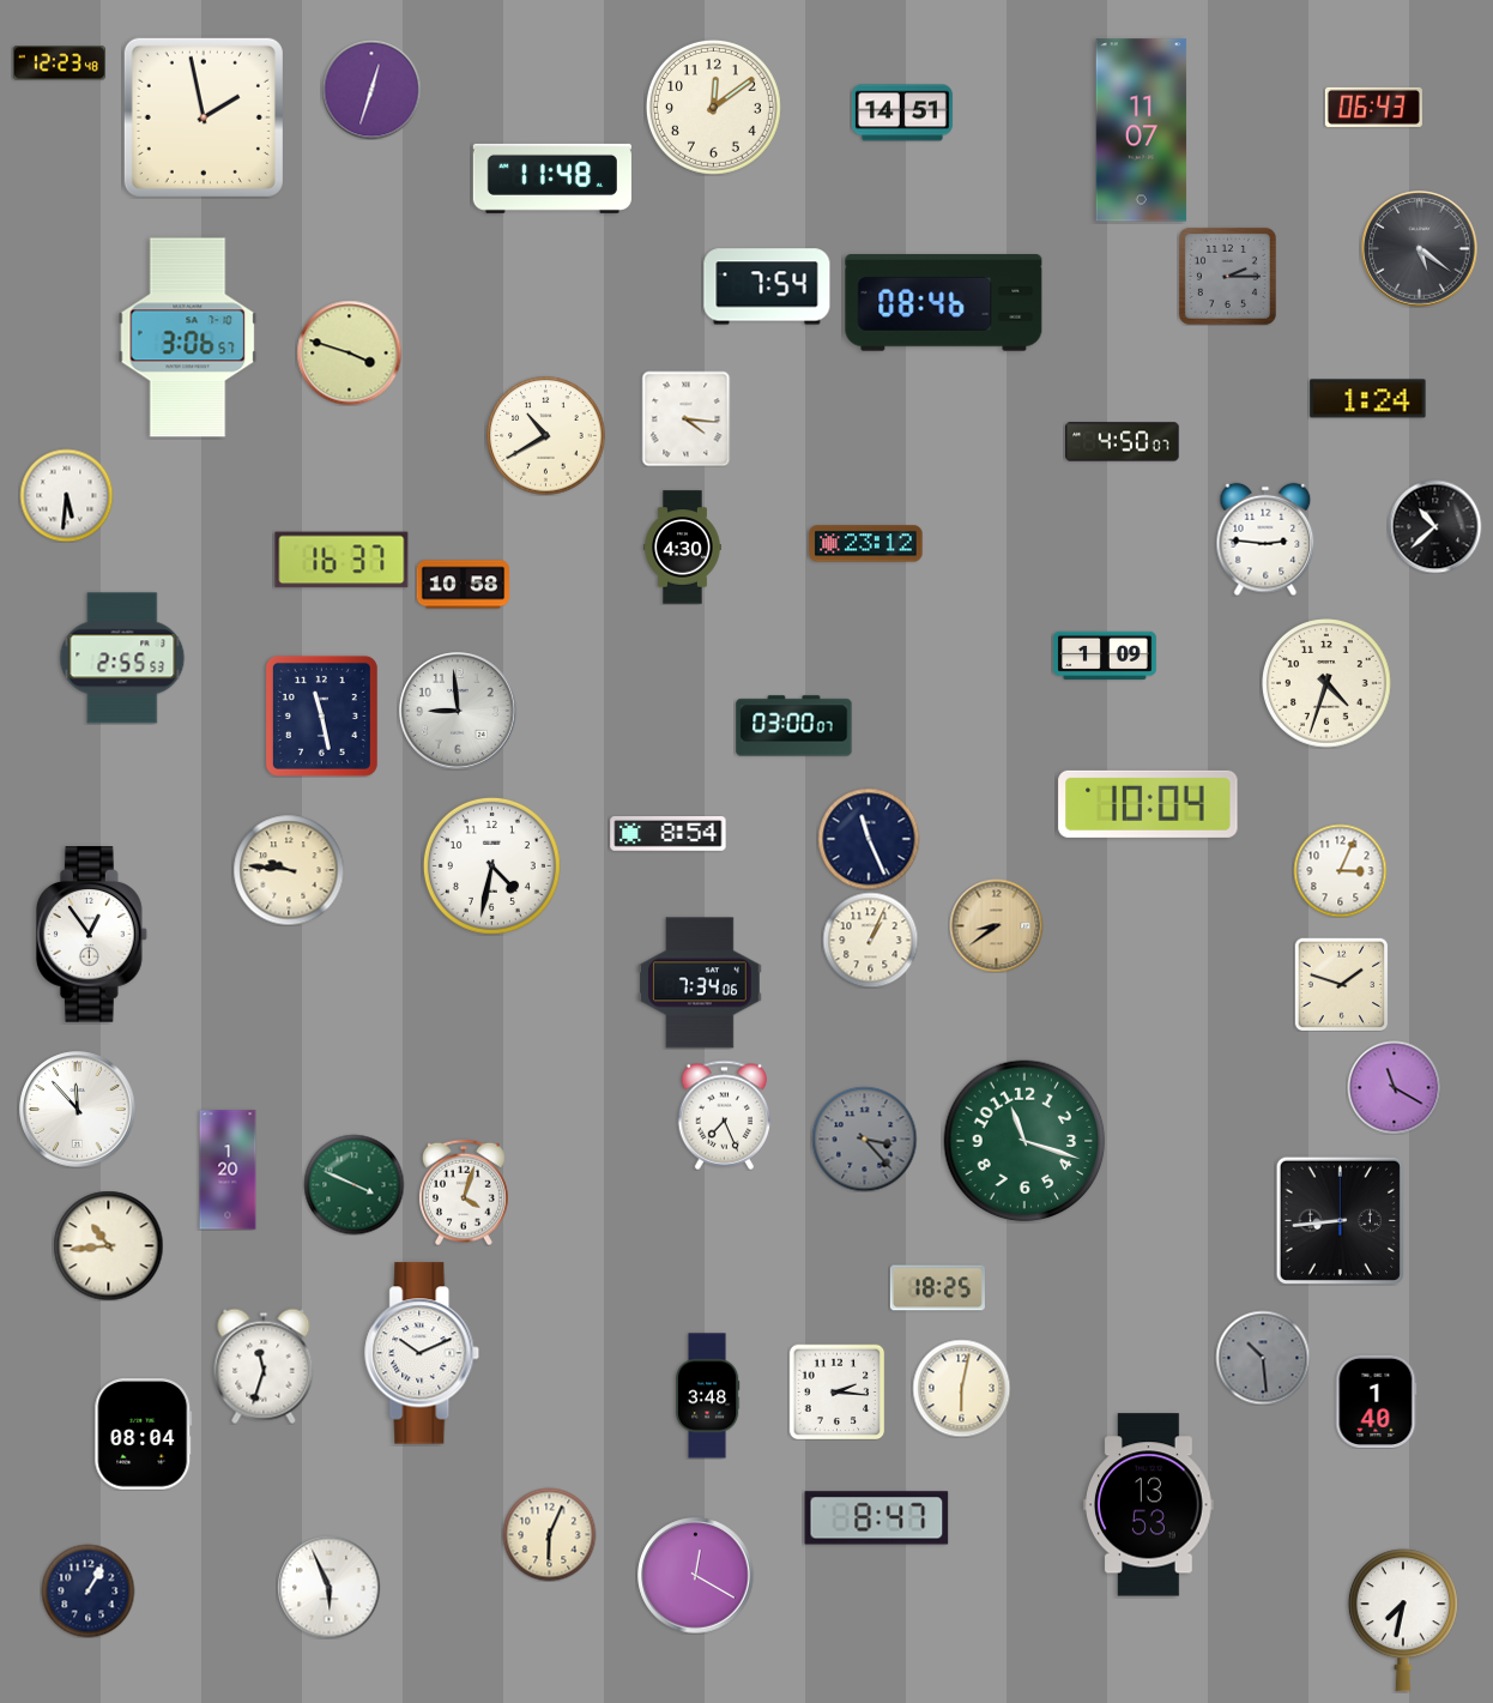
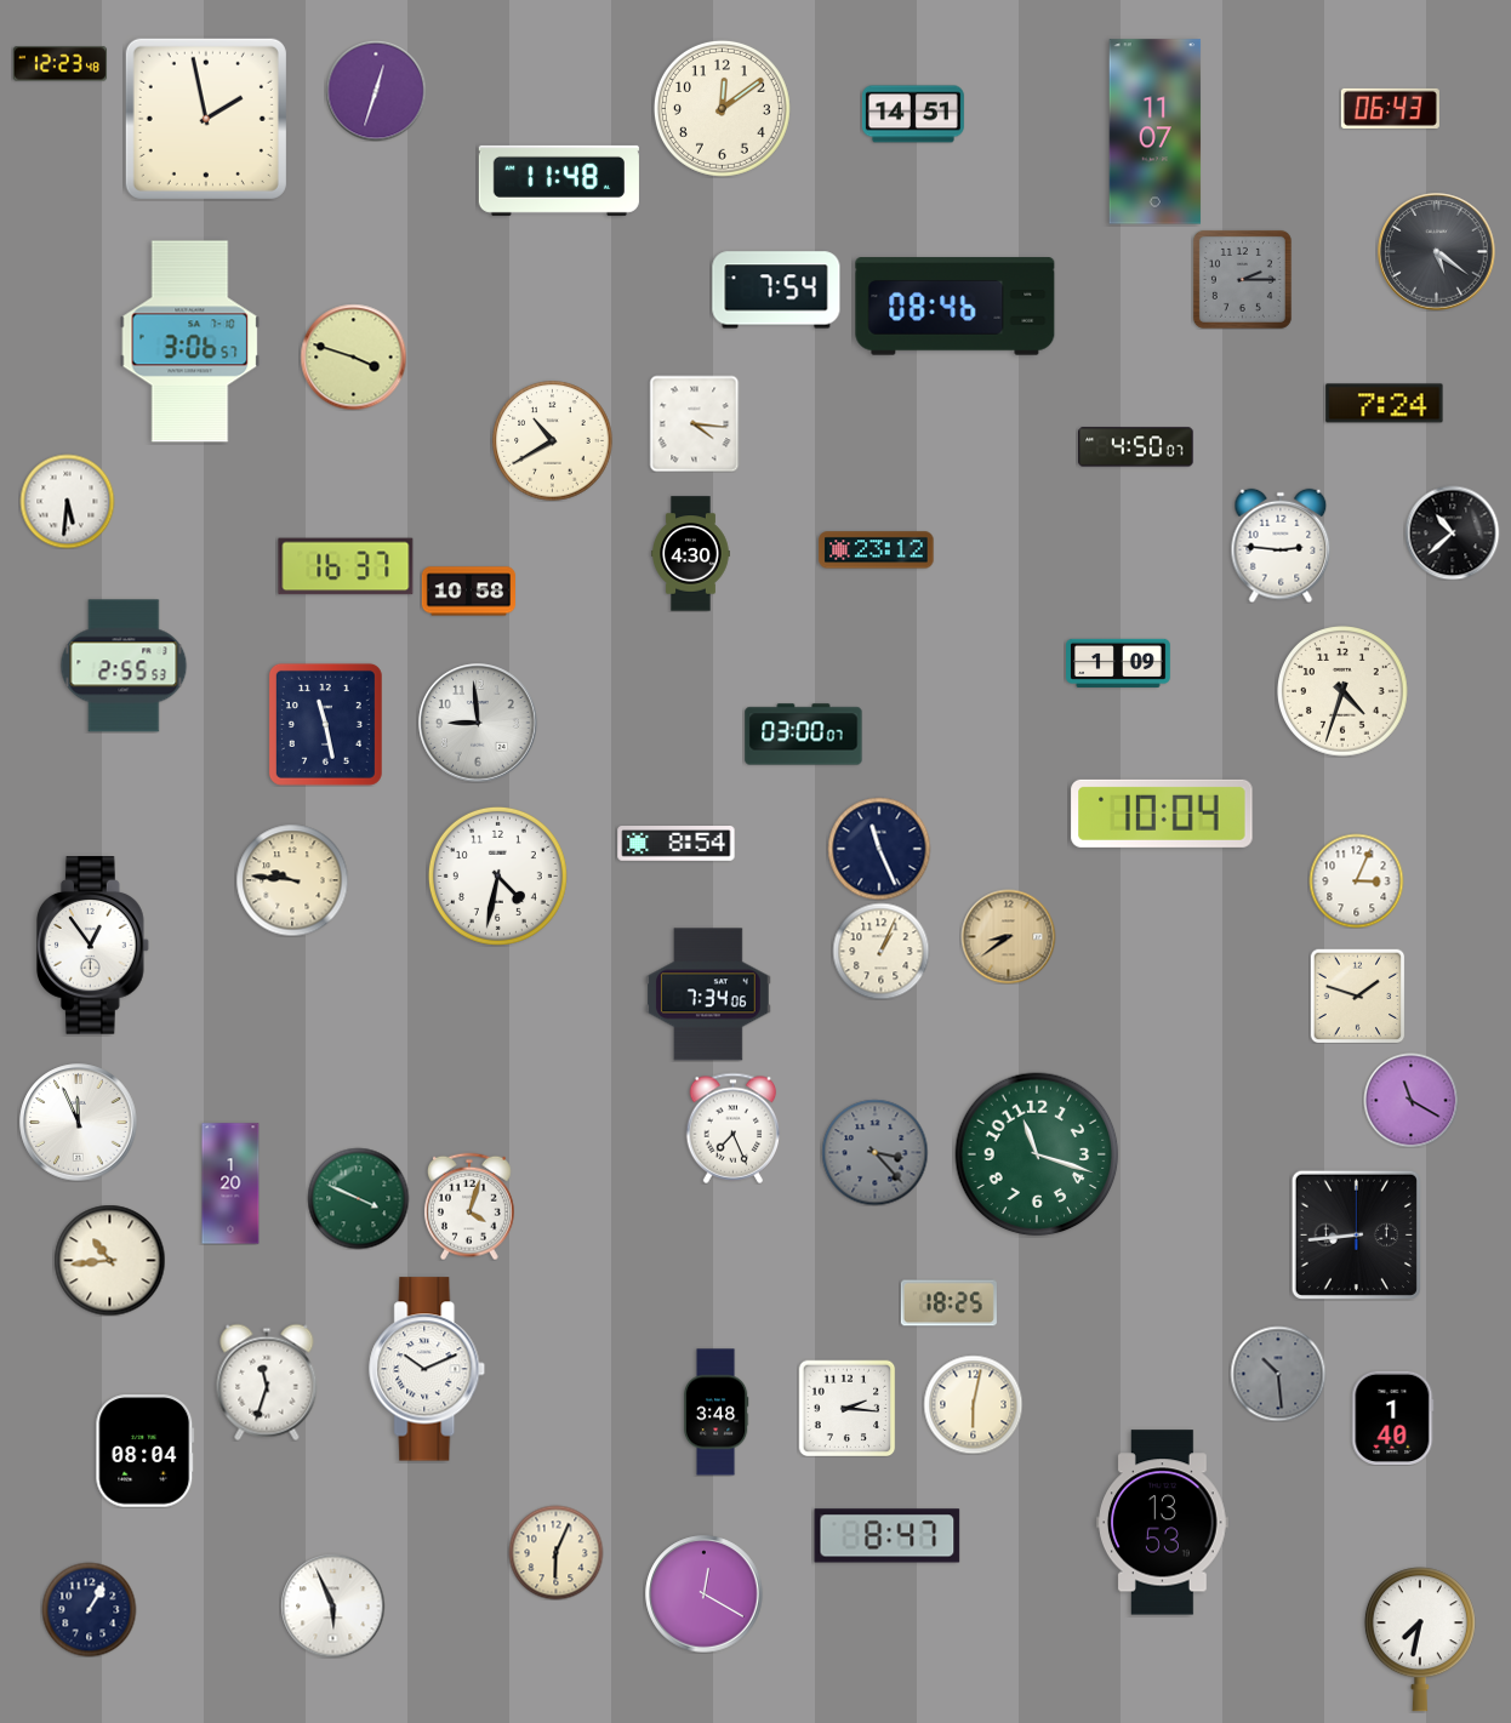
clock at (1368, 399): 1:24 -> 7:24
clock at (458, 711) position: (458, 711) -> (478, 723)
clock at (78, 1110): 11:53 -> 11:56
